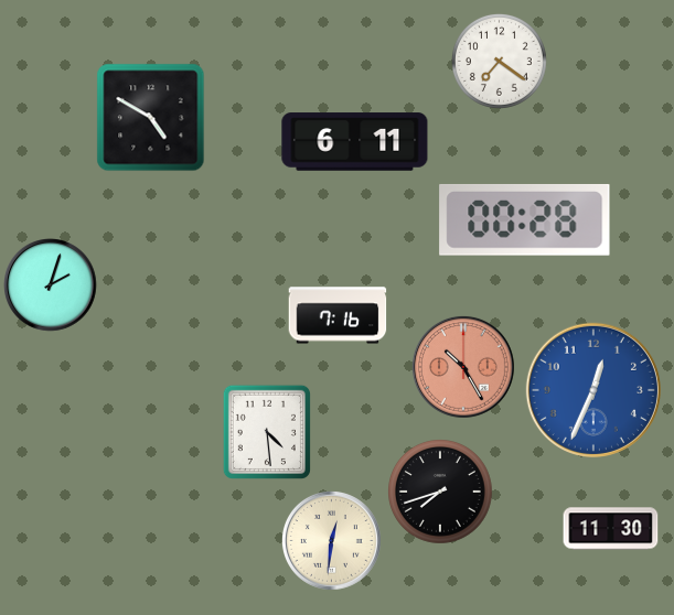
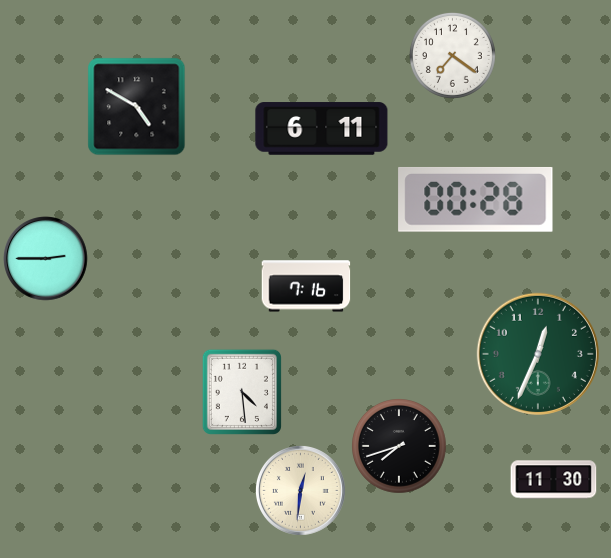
clock at (51, 285): 2:03 -> 2:45
clock at (463, 367): 10:25 -> none
clock at (593, 390) dial: blue -> green
